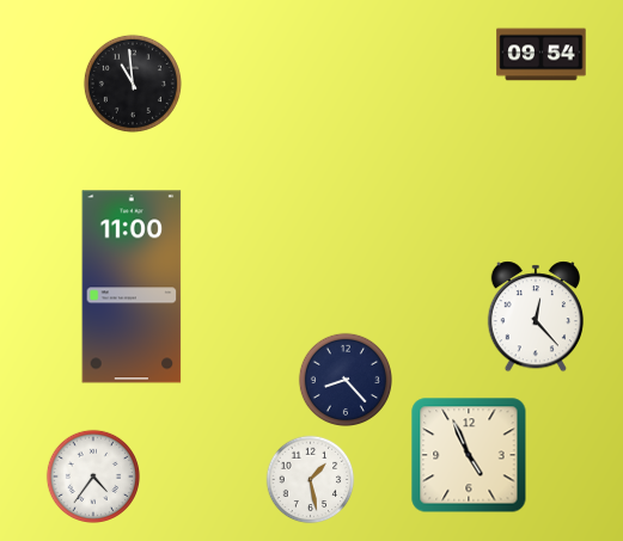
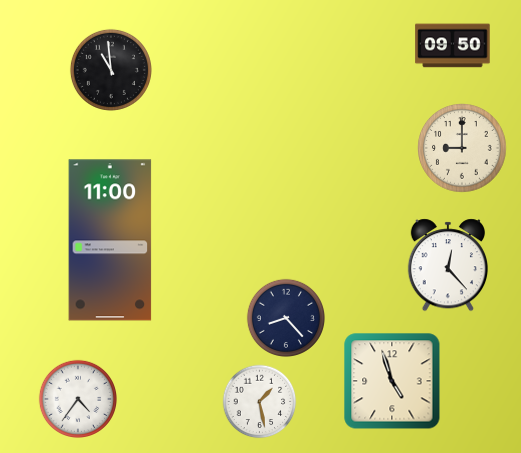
clock at (542, 55): 09:54 -> 09:50
clock at (462, 148): none -> 9:00
clock at (344, 379) position: (344, 379) -> (285, 317)
clock at (469, 455): 4:56 -> 4:57
